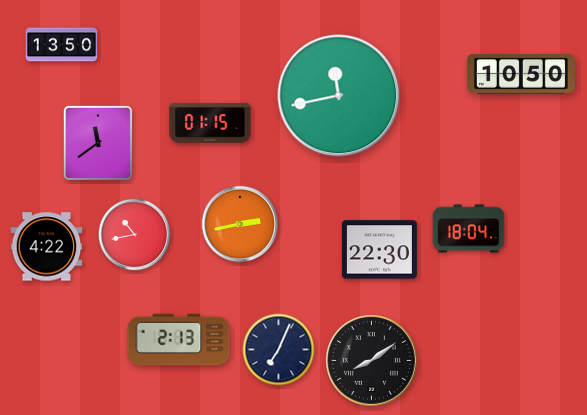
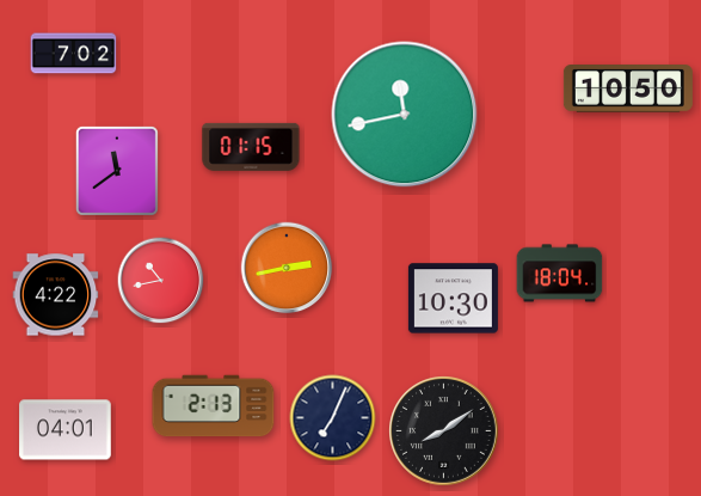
clock at (62, 45): 13:50 -> 7:02
clock at (521, 75) position: (521, 75) -> (628, 90)
clock at (379, 250): 22:30 -> 10:30
clock at (66, 430): none -> 04:01
